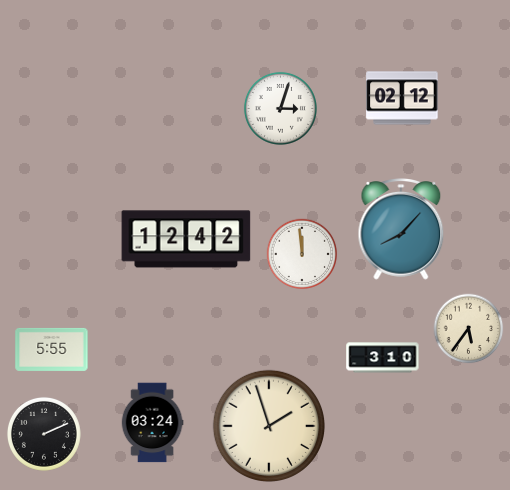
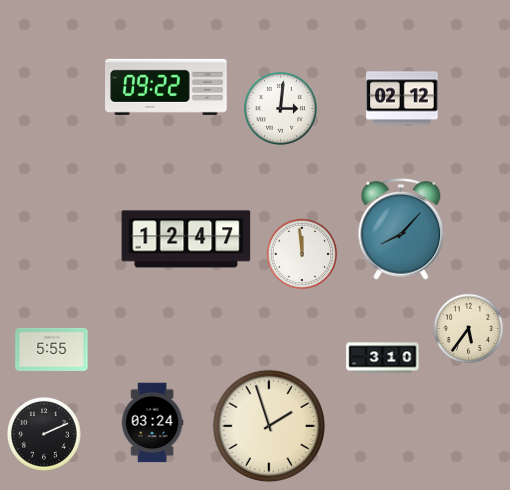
clock at (166, 87): none -> 09:22
clock at (280, 108): 3:03 -> 3:01
clock at (186, 239): 12:42 -> 12:47
